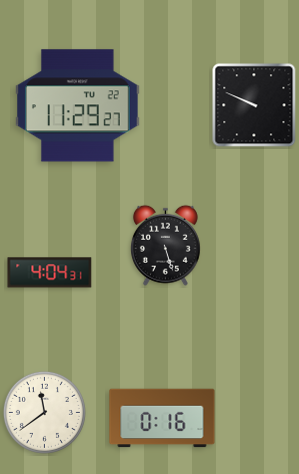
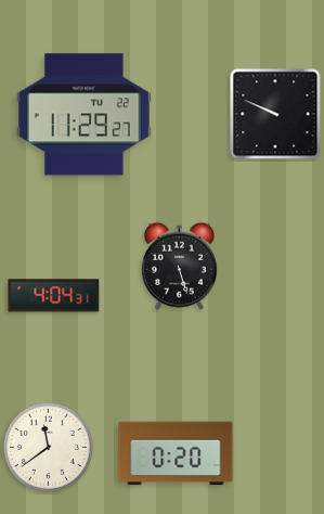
clock at (162, 418): 0:16 -> 0:20
